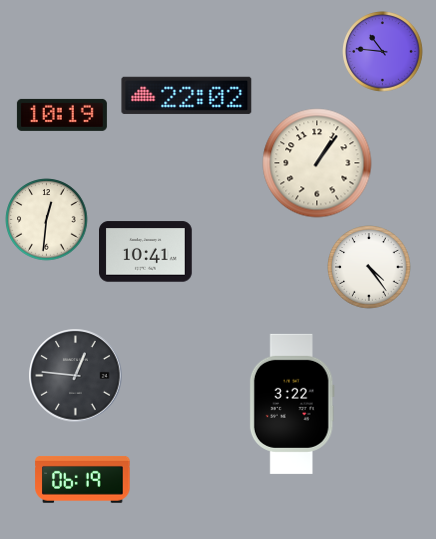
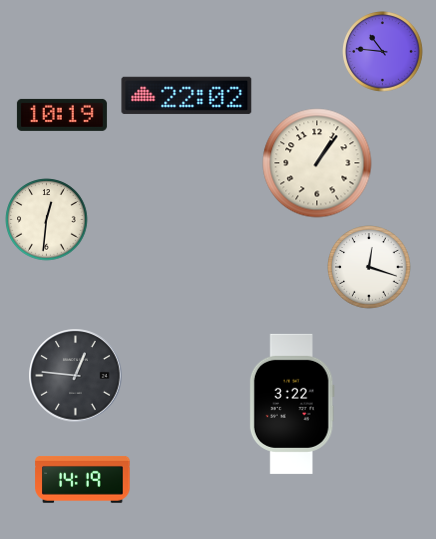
clock at (146, 252): 10:41 -> none
clock at (369, 267): 4:24 -> 12:18
clock at (83, 479): 06:19 -> 14:19
